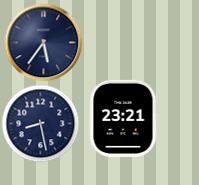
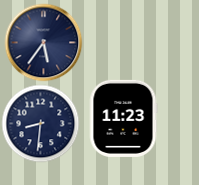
clock at (123, 118): 23:21 -> 11:23
clock at (40, 123): 8:28 -> 8:31
